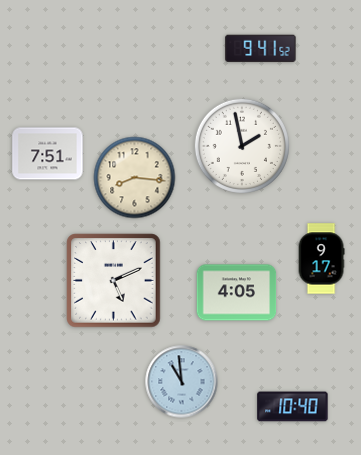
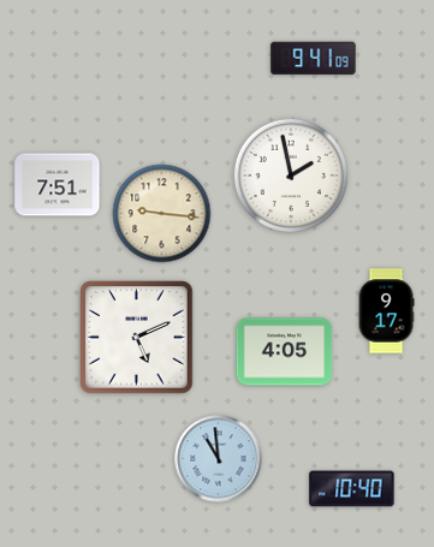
clock at (261, 49): 9:41:52 -> 9:41:09
clock at (135, 178): 8:16 -> 9:16
